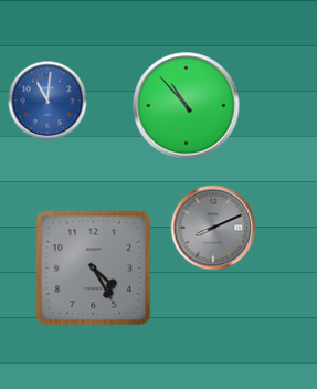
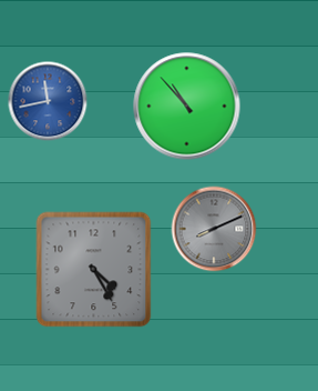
clock at (47, 101): 11:01 -> 11:43
